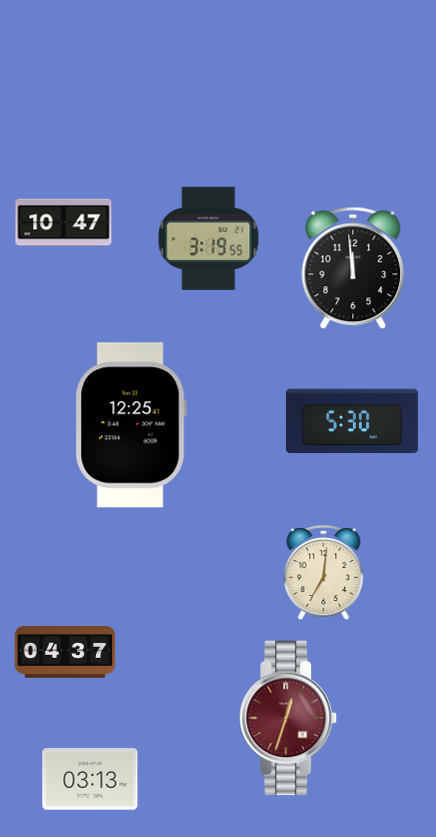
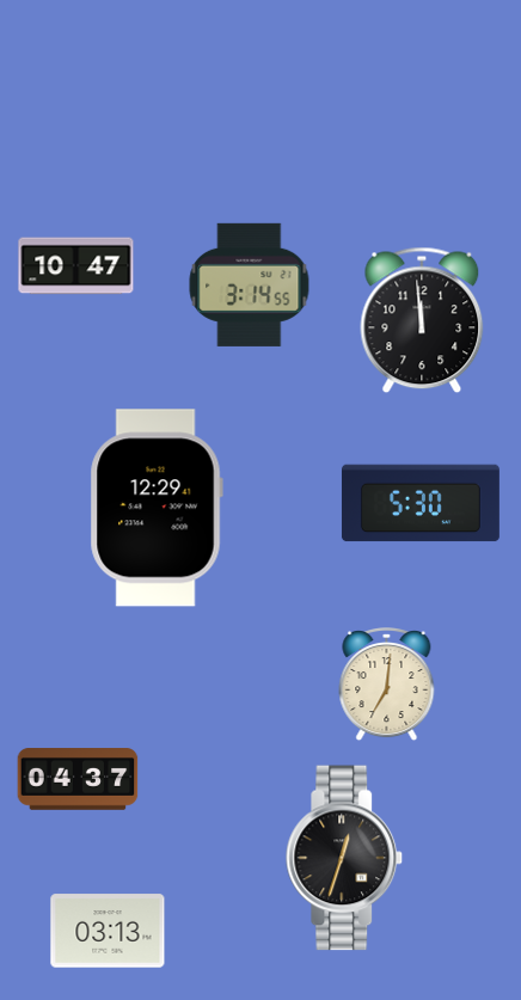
clock at (209, 238): 3:19 -> 3:14
clock at (131, 425): 12:25 -> 12:29
clock at (288, 718) dial: burgundy -> black
